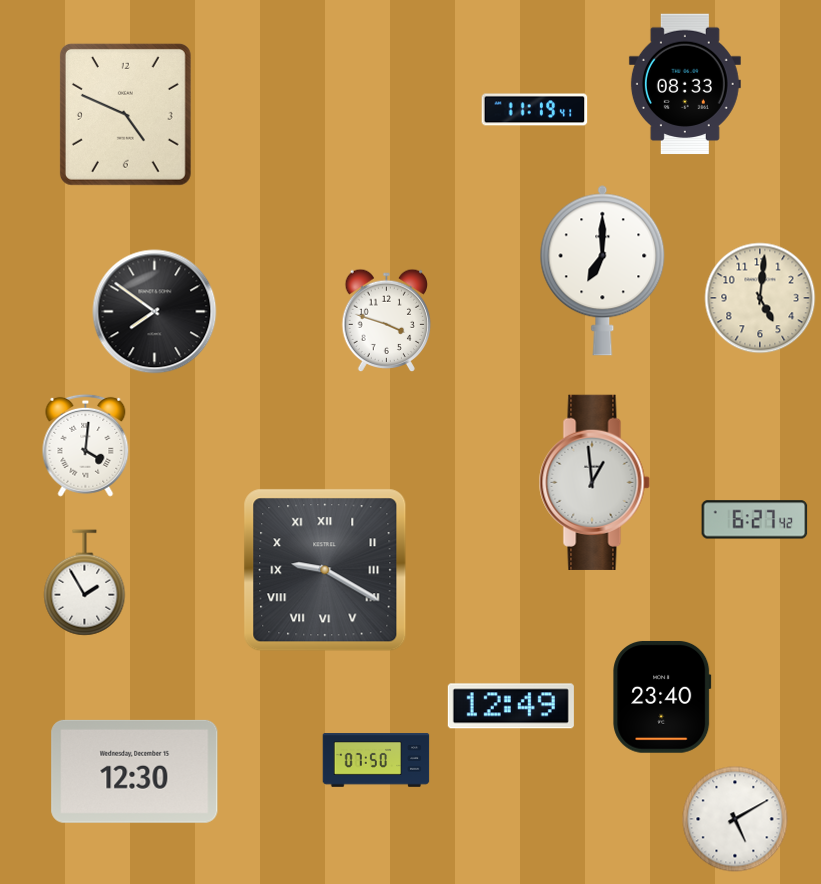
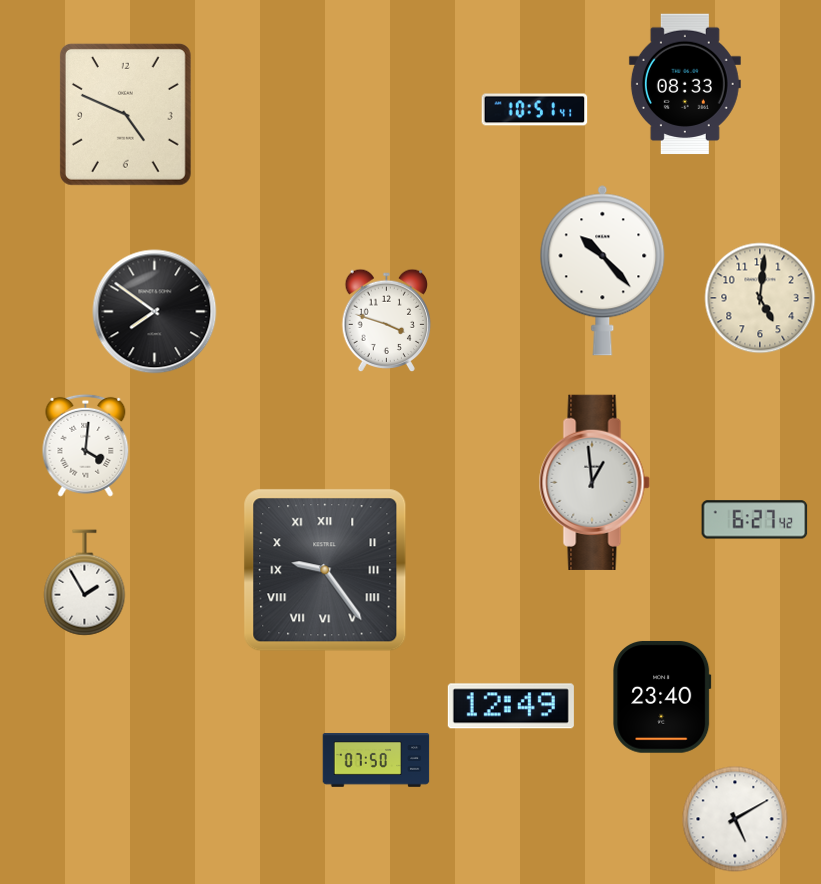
clock at (535, 110): 11:19 -> 10:51
clock at (603, 271): 7:00 -> 10:23
clock at (325, 570): 9:20 -> 9:24
clock at (135, 771): 12:30 -> none
